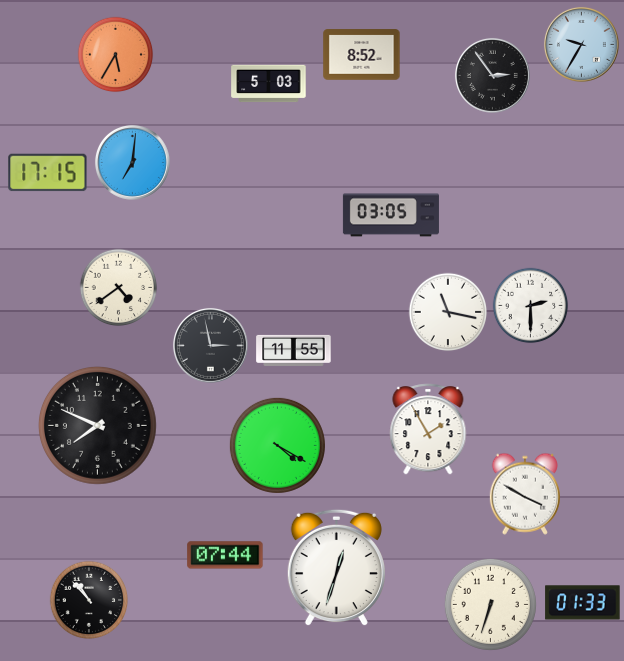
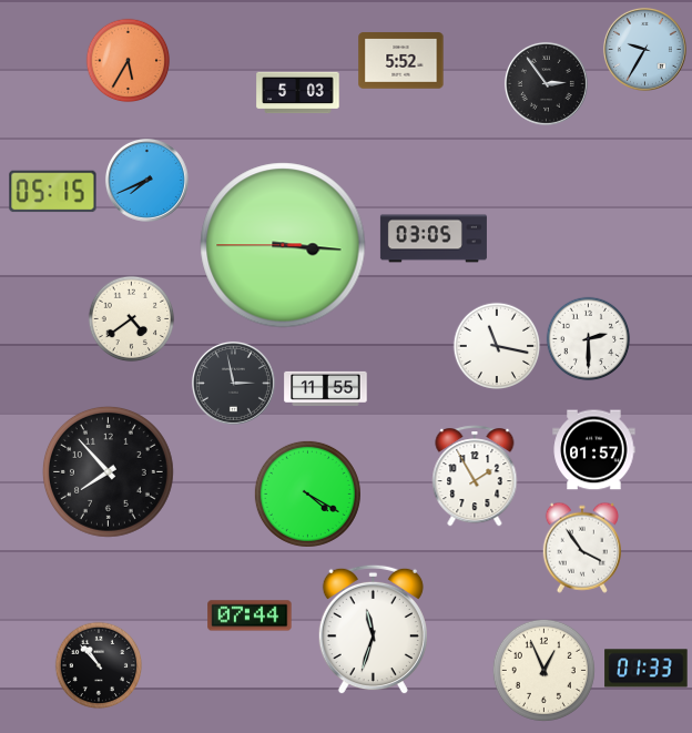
clock at (362, 55): 8:52 -> 5:52
clock at (132, 162): 7:01 -> 7:41
clock at (48, 173): 17:15 -> 05:15
clock at (283, 245): none -> 3:15
clock at (594, 450): none -> 01:57
clock at (97, 425): 7:49 -> 7:53
clock at (525, 494): 3:50 -> 3:54
clock at (336, 568): 12:33 -> 11:33
clock at (490, 604): 6:33 -> 12:56
